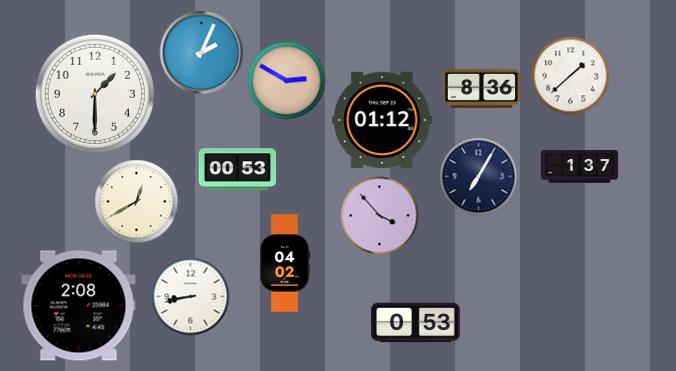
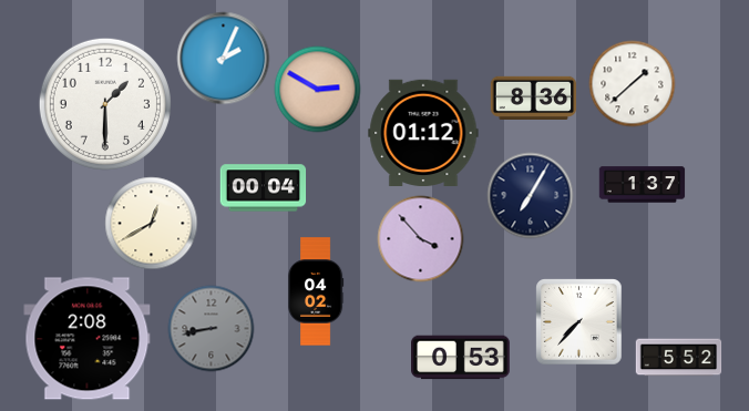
clock at (237, 170): 00:53 -> 00:04
clock at (578, 321): none -> 7:37
clock at (190, 296) dial: white -> grey
clock at (678, 358): none -> 5:52
